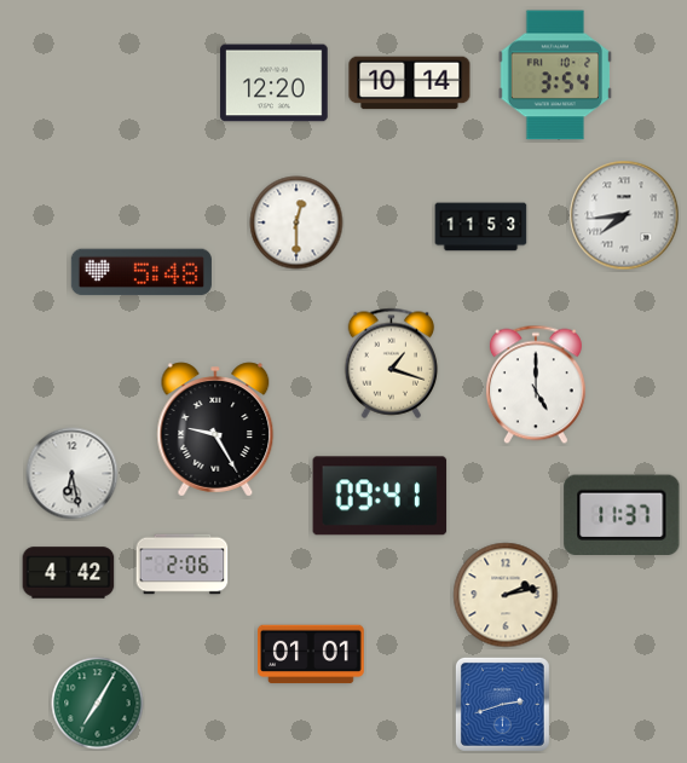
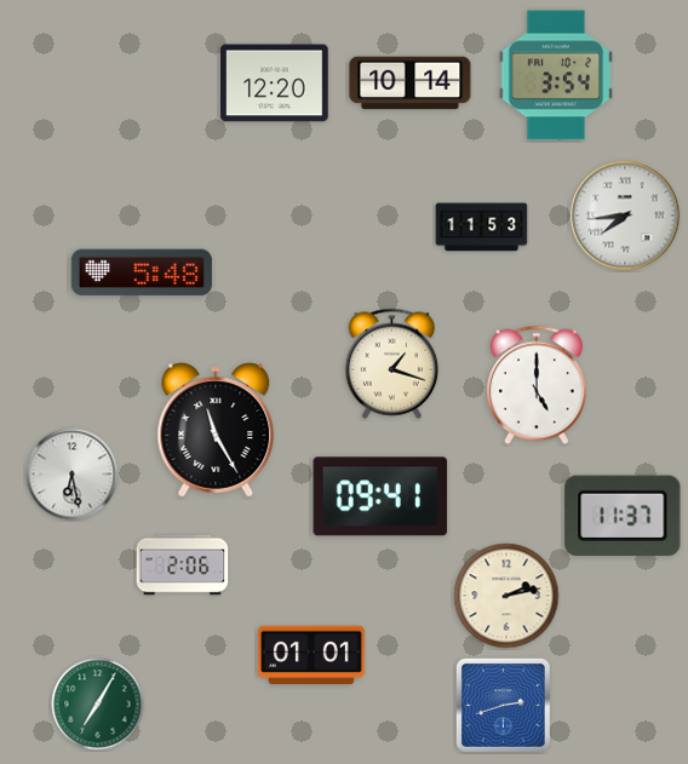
clock at (296, 222): 12:30 -> none
clock at (215, 429): 9:25 -> 11:25
clock at (69, 573): 4:42 -> none
